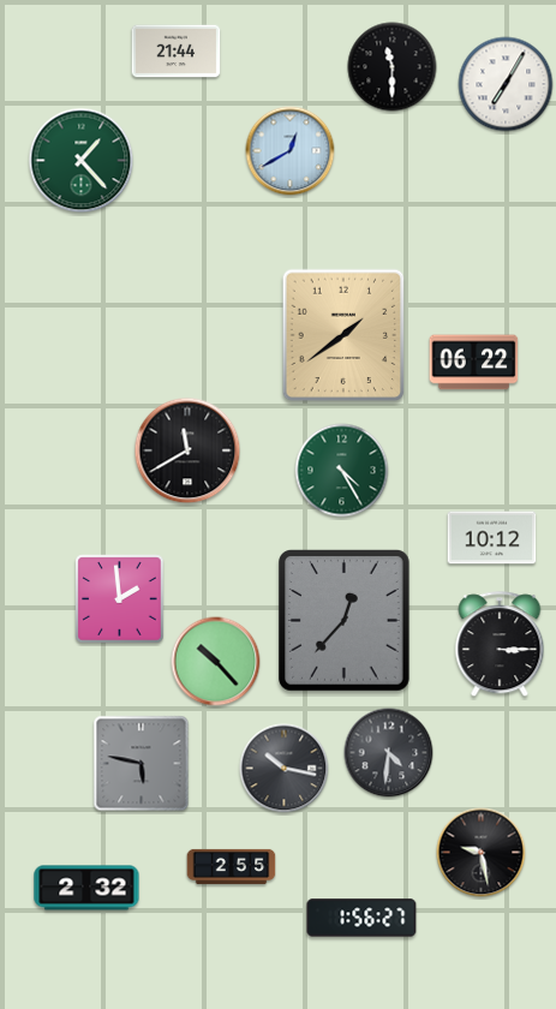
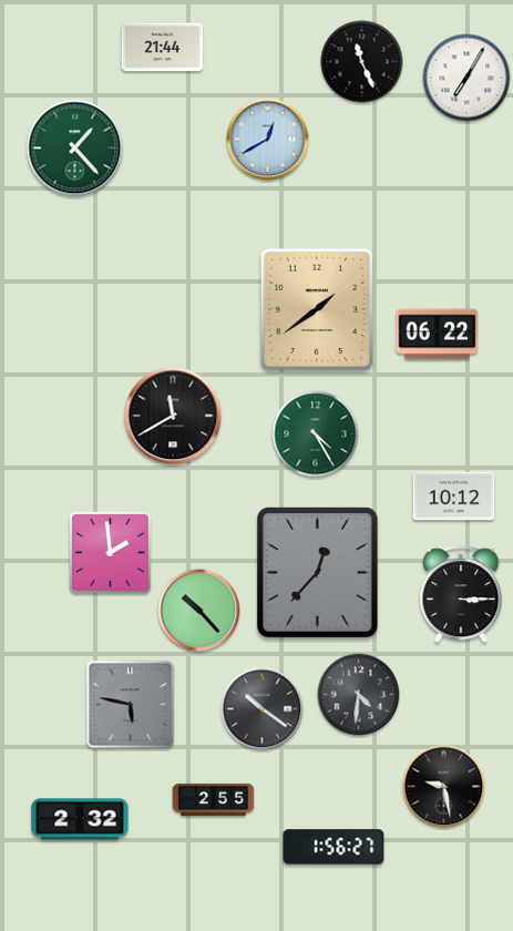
clock at (393, 67): 11:30 -> 11:26
clock at (285, 769): 10:17 -> 10:21
